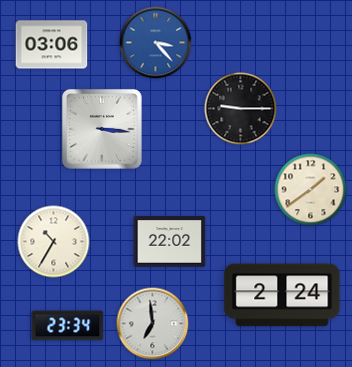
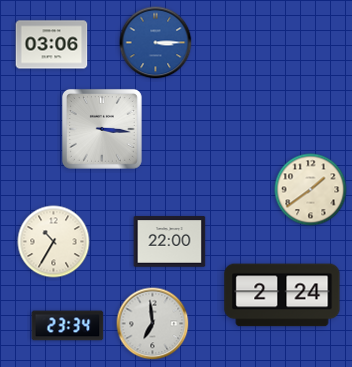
clock at (156, 43): 3:23 -> 3:15
clock at (241, 109): 9:15 -> none
clock at (170, 242): 22:02 -> 22:00
